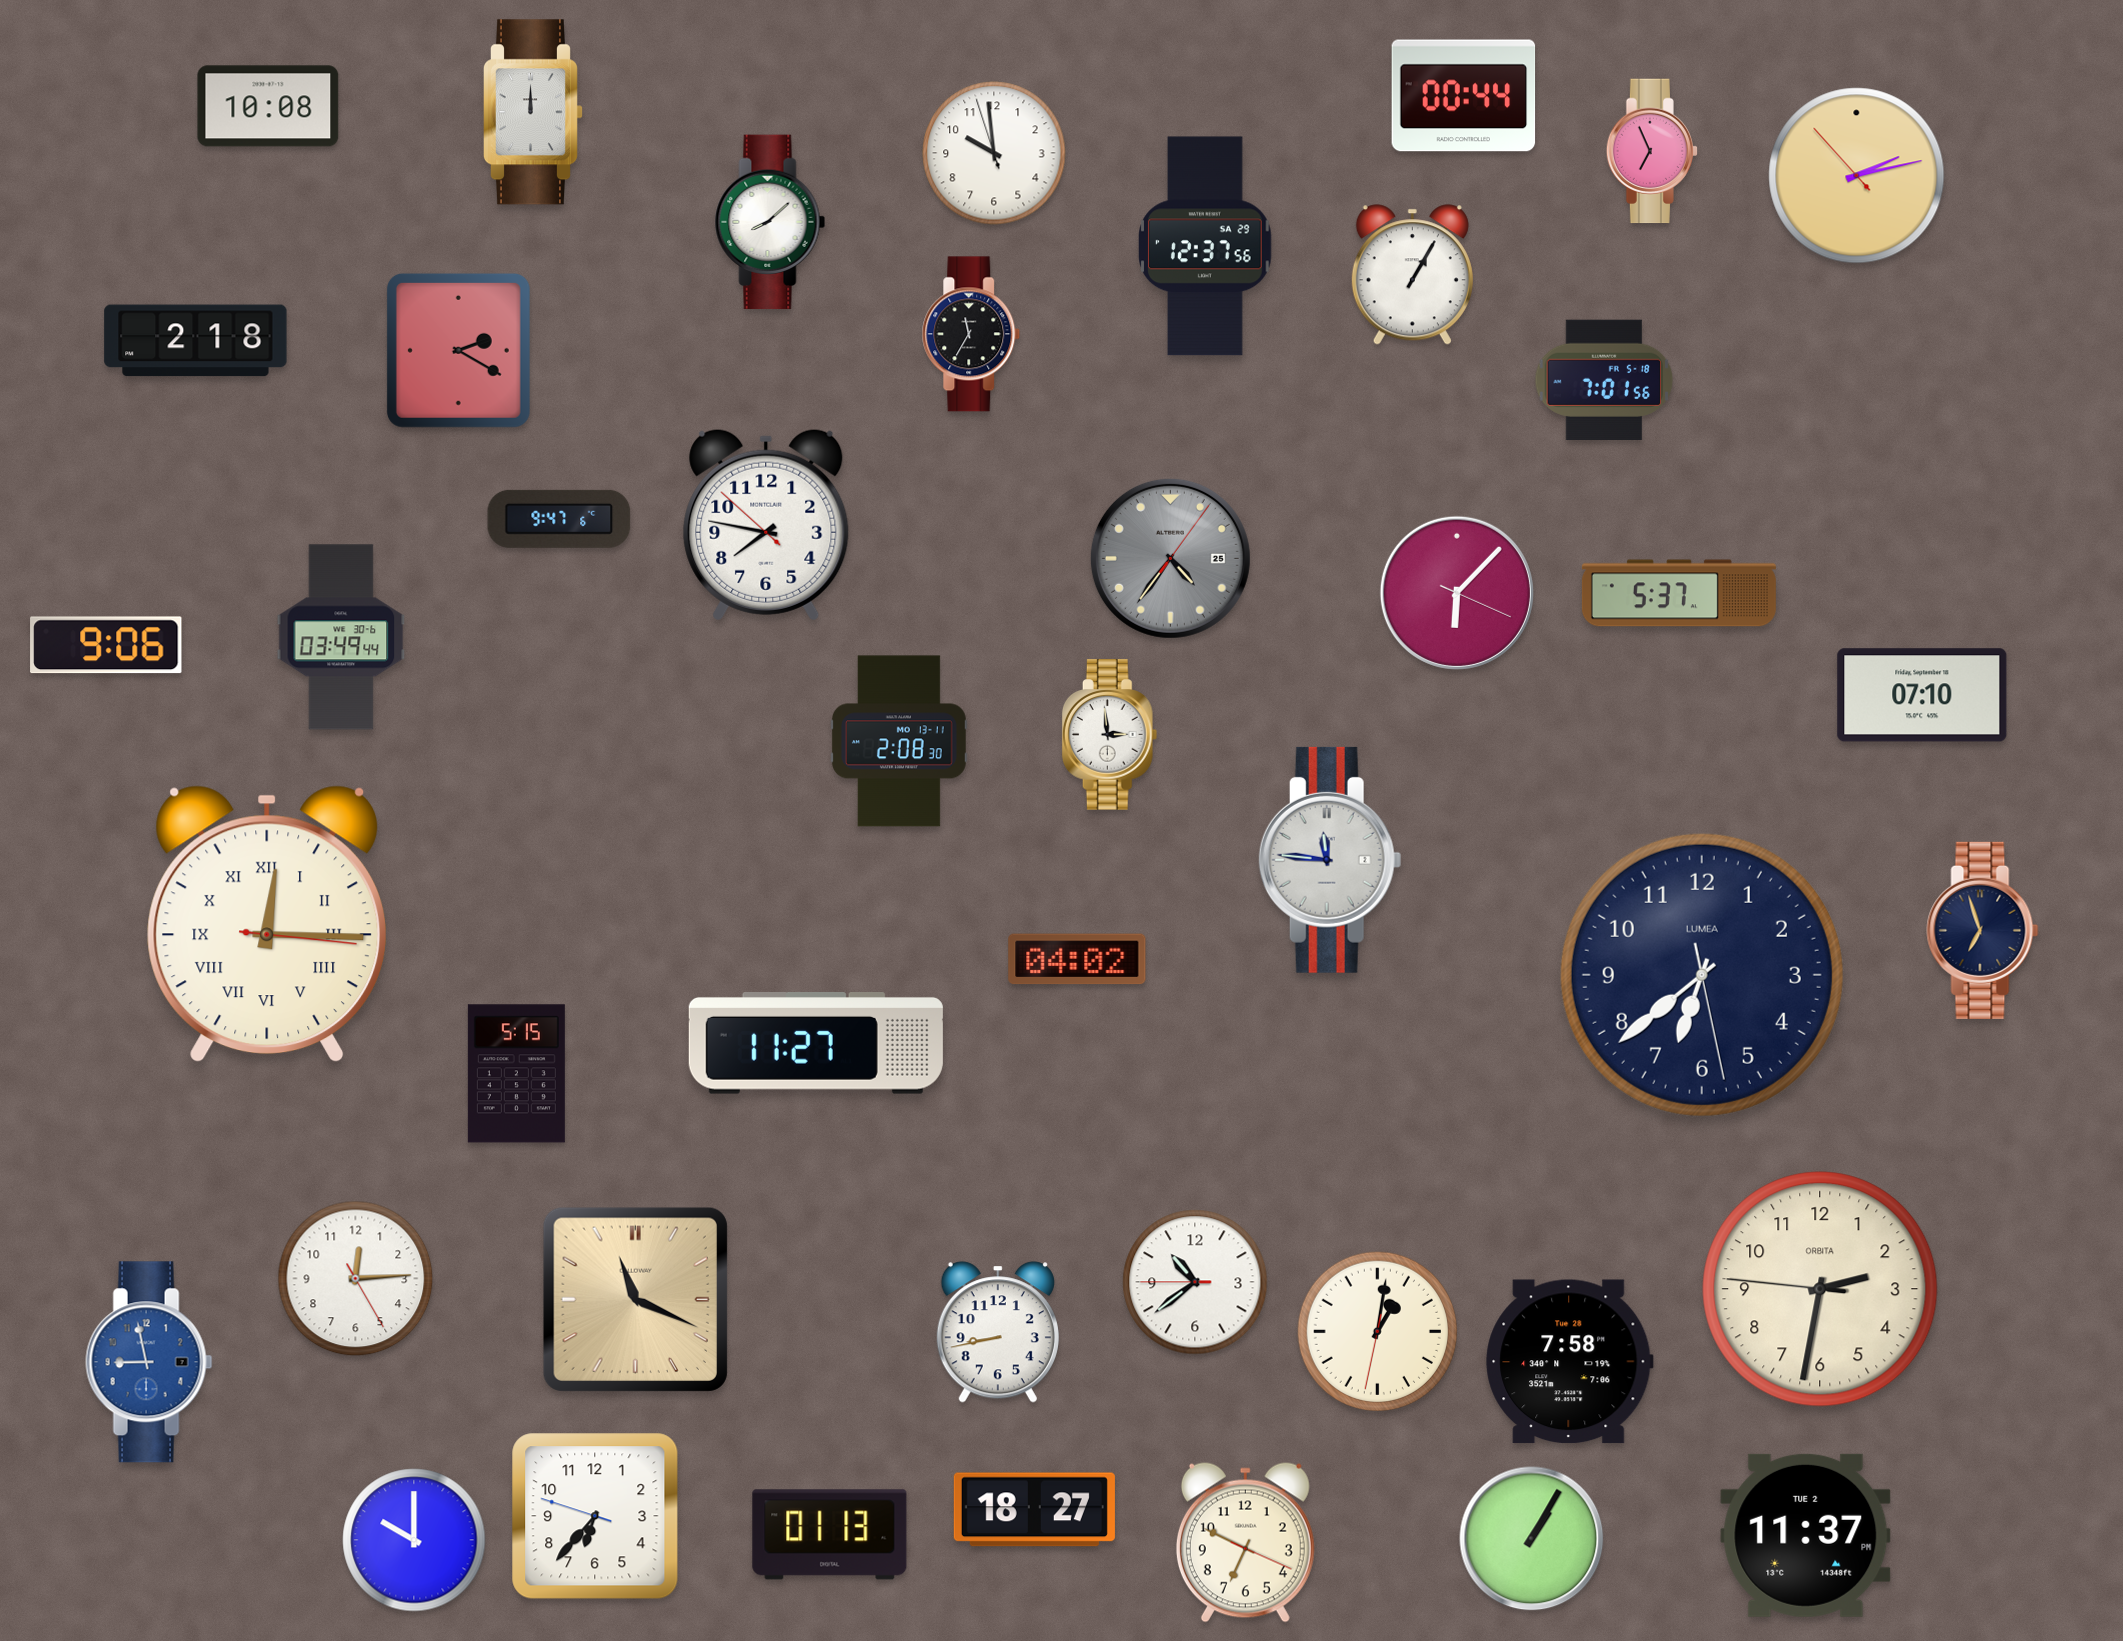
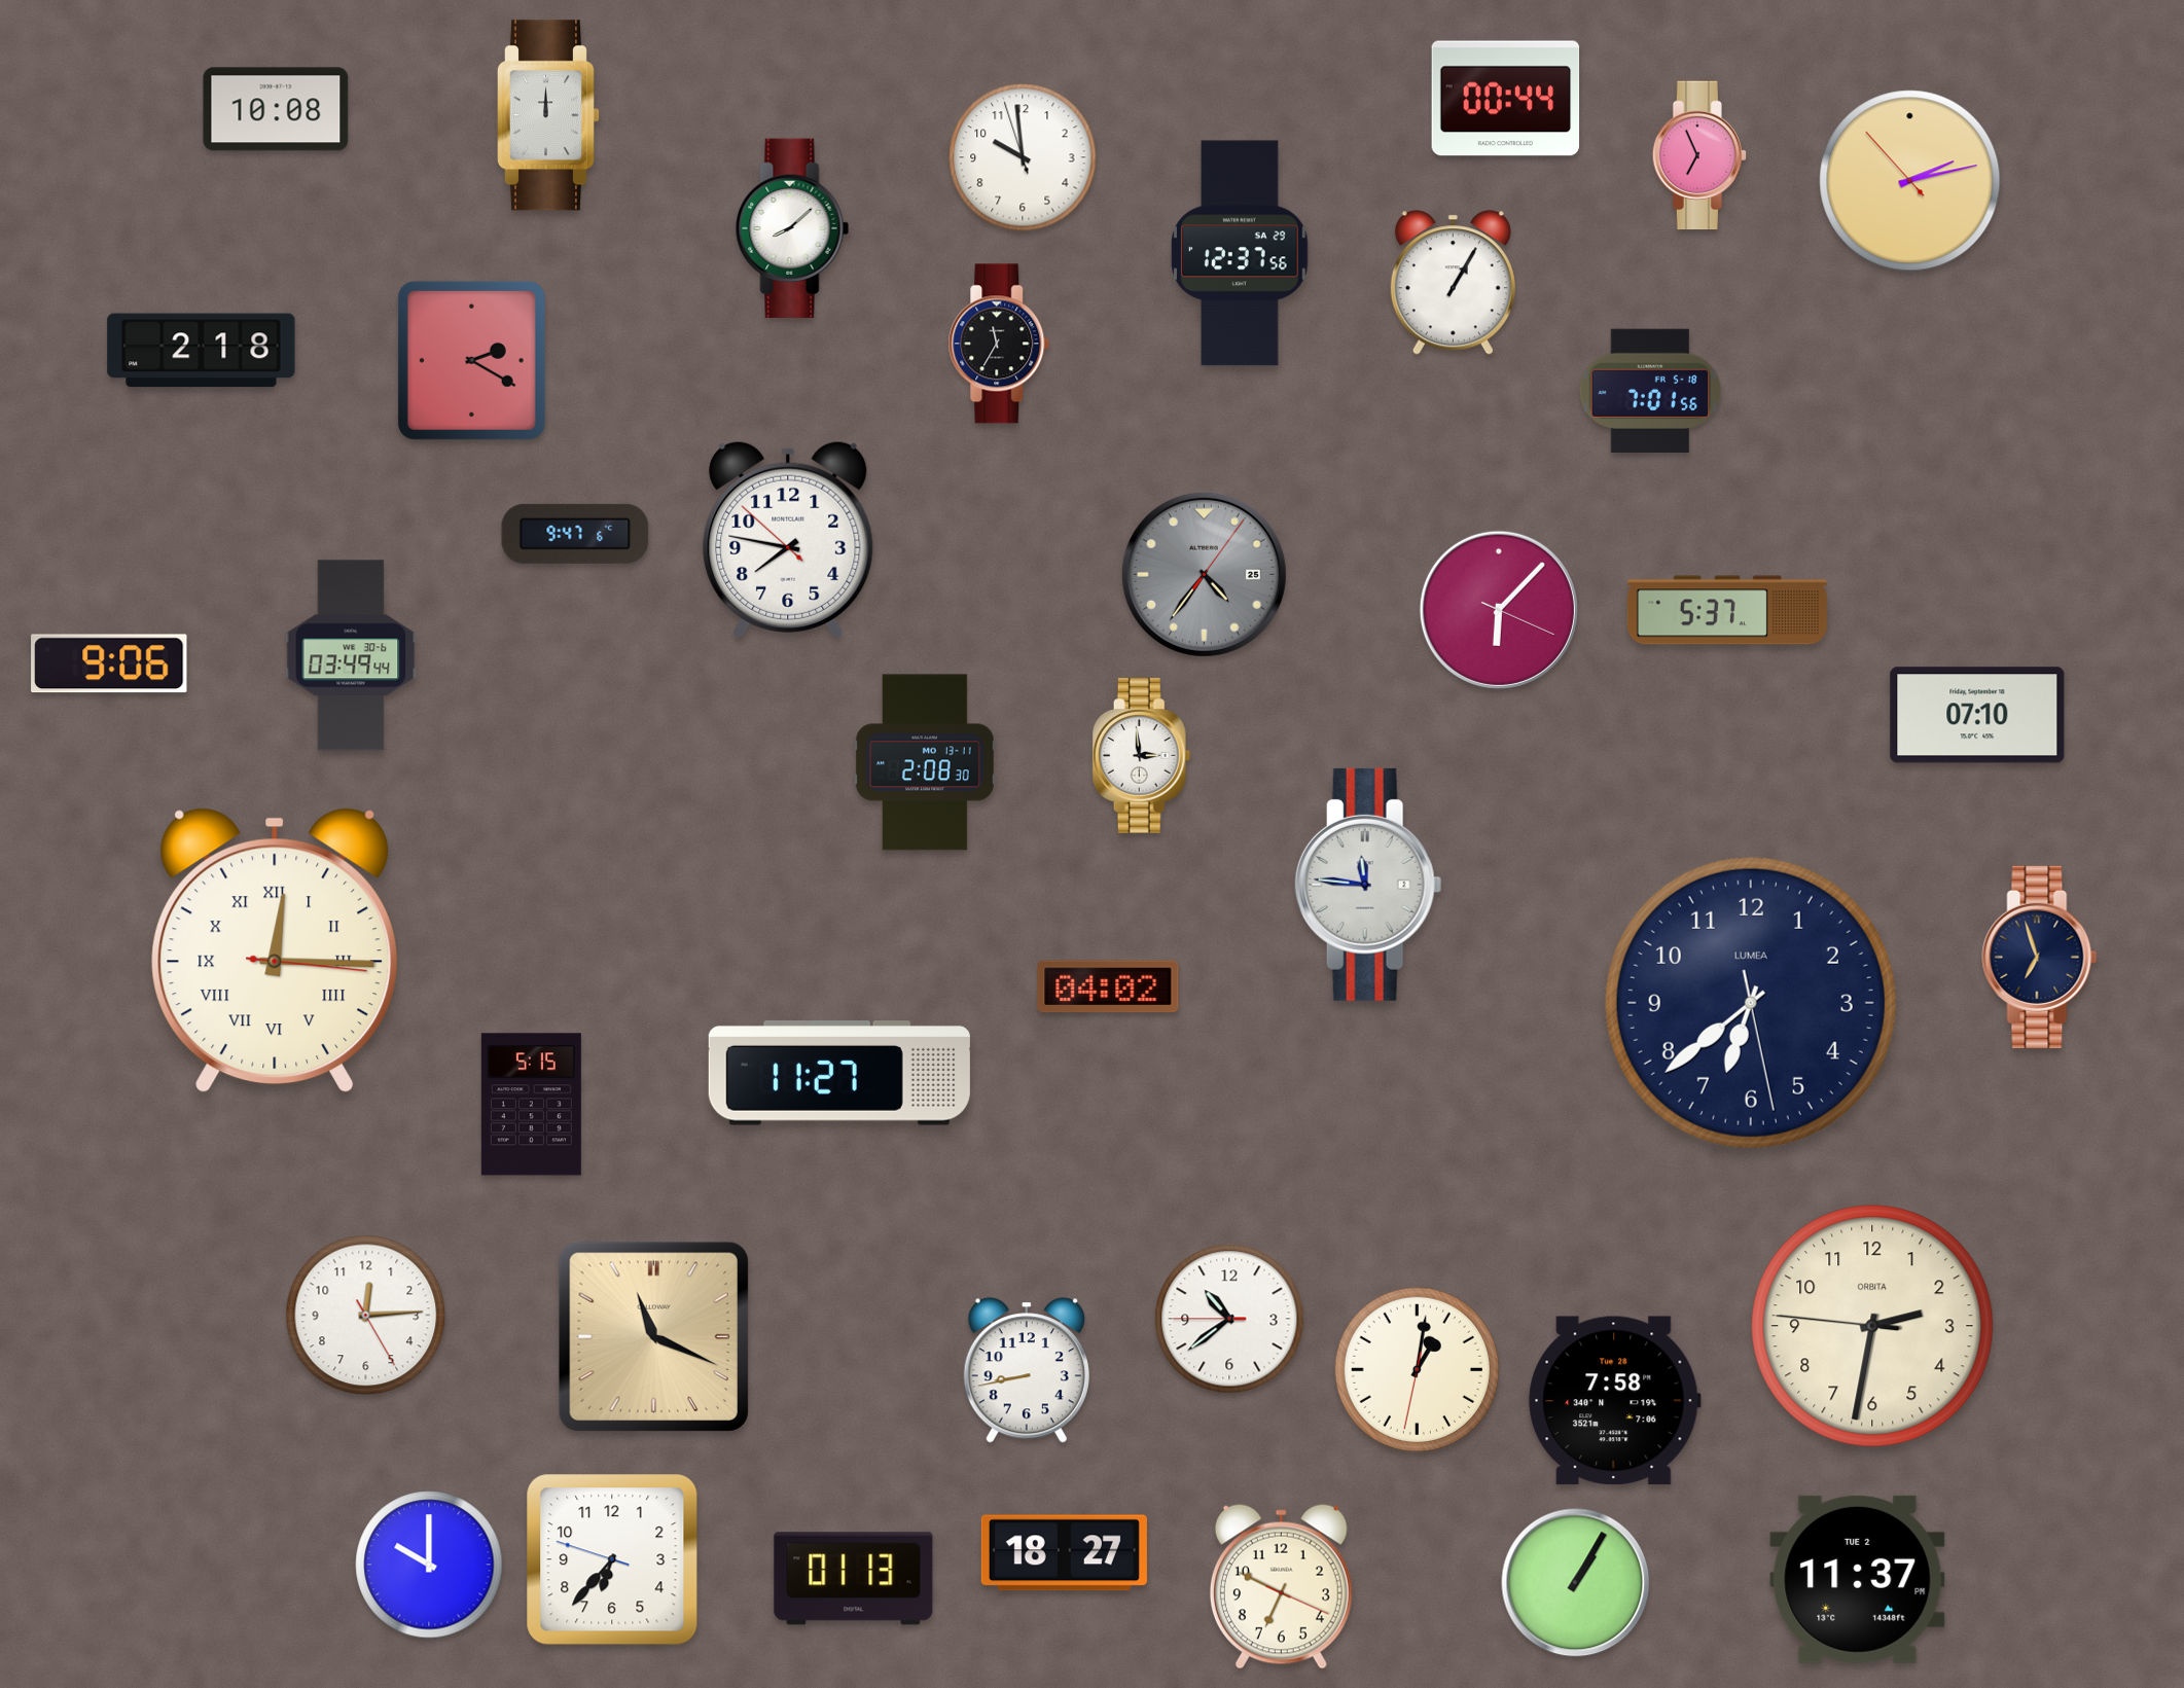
clock at (149, 1362): 8:58 -> none
clock at (414, 1540) position: (414, 1540) -> (429, 1565)
